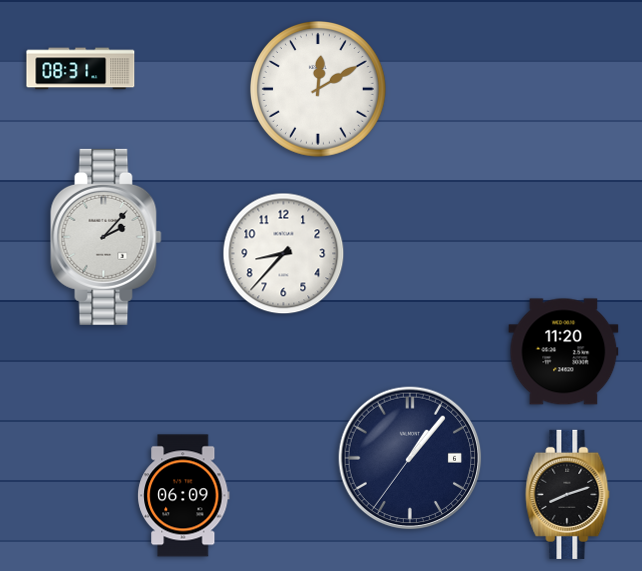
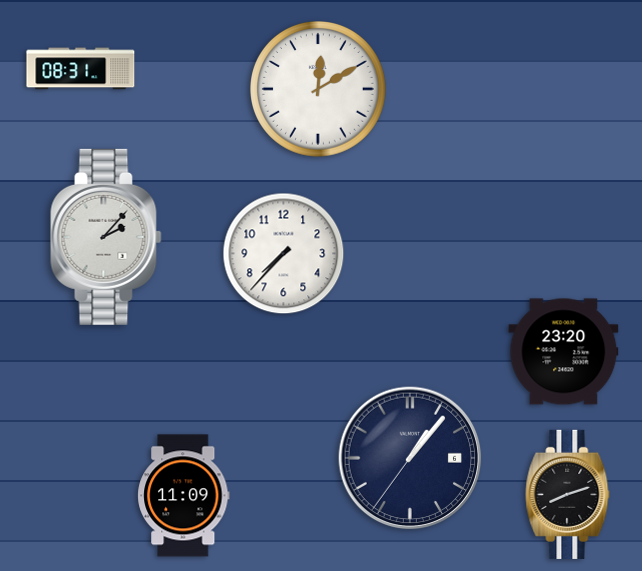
clock at (284, 254): 8:37 -> 7:37
clock at (564, 352): 11:20 -> 23:20
clock at (184, 496): 06:09 -> 11:09
